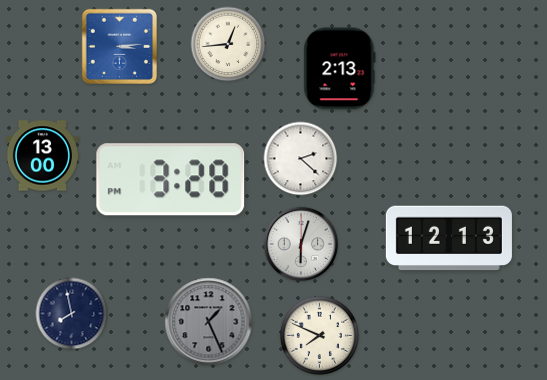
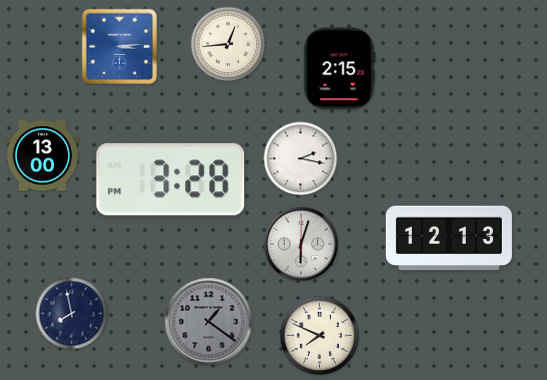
clock at (340, 69): 2:13 -> 2:15
clock at (301, 159): 2:22 -> 2:17
clock at (209, 322): 1:26 -> 1:21
